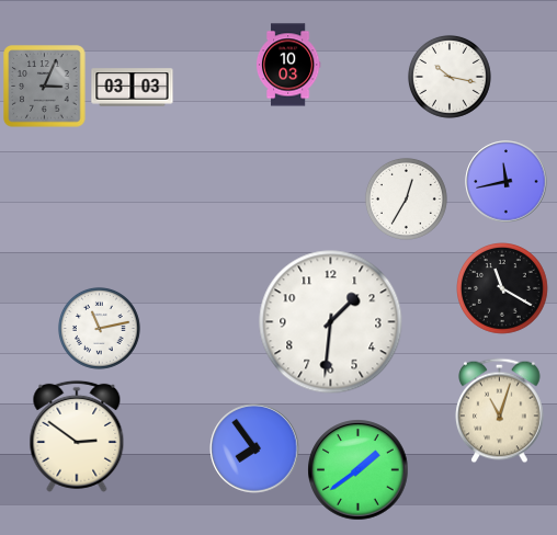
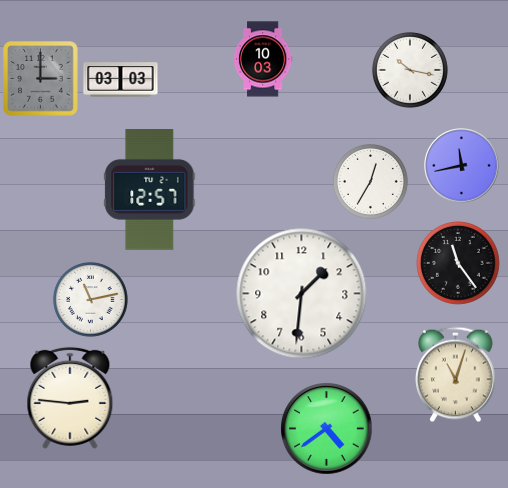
clock at (45, 87): 3:04 -> 3:00
clock at (150, 190): none -> 12:57
clock at (502, 288): 11:20 -> 11:24
clock at (77, 436): 2:51 -> 2:46
clock at (254, 448): 7:54 -> none
clock at (359, 470): 1:39 -> 4:39
